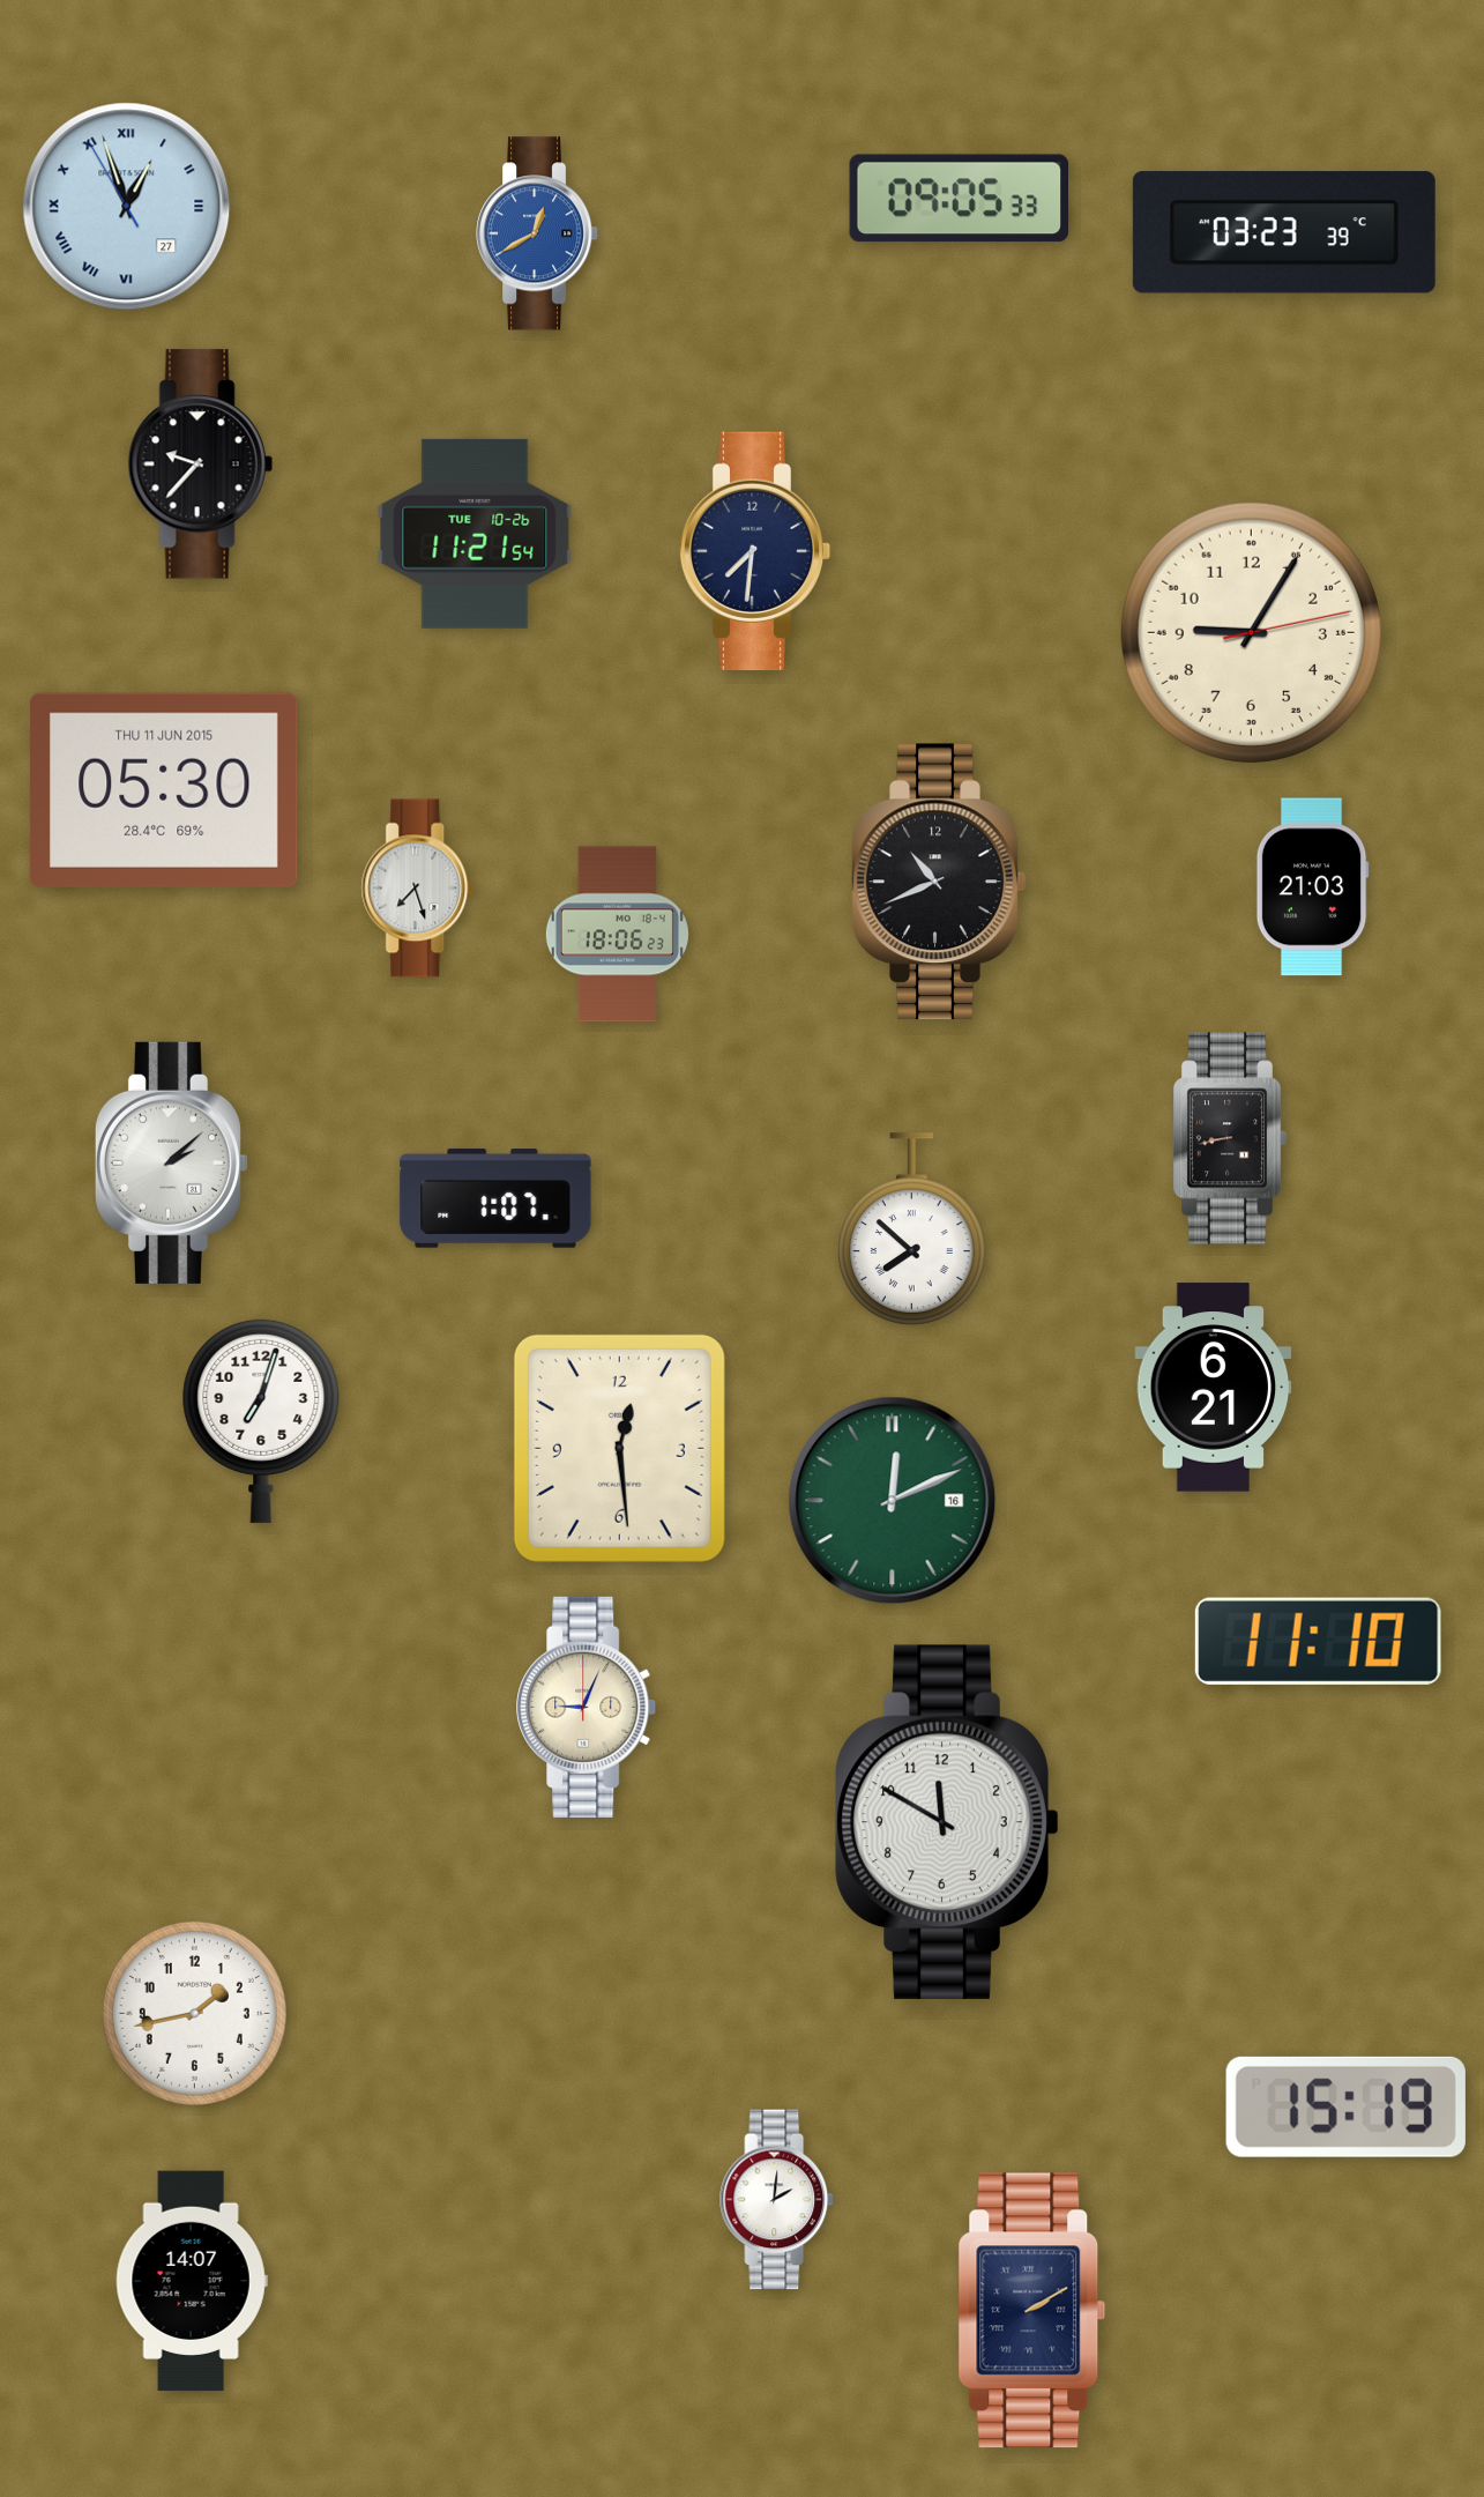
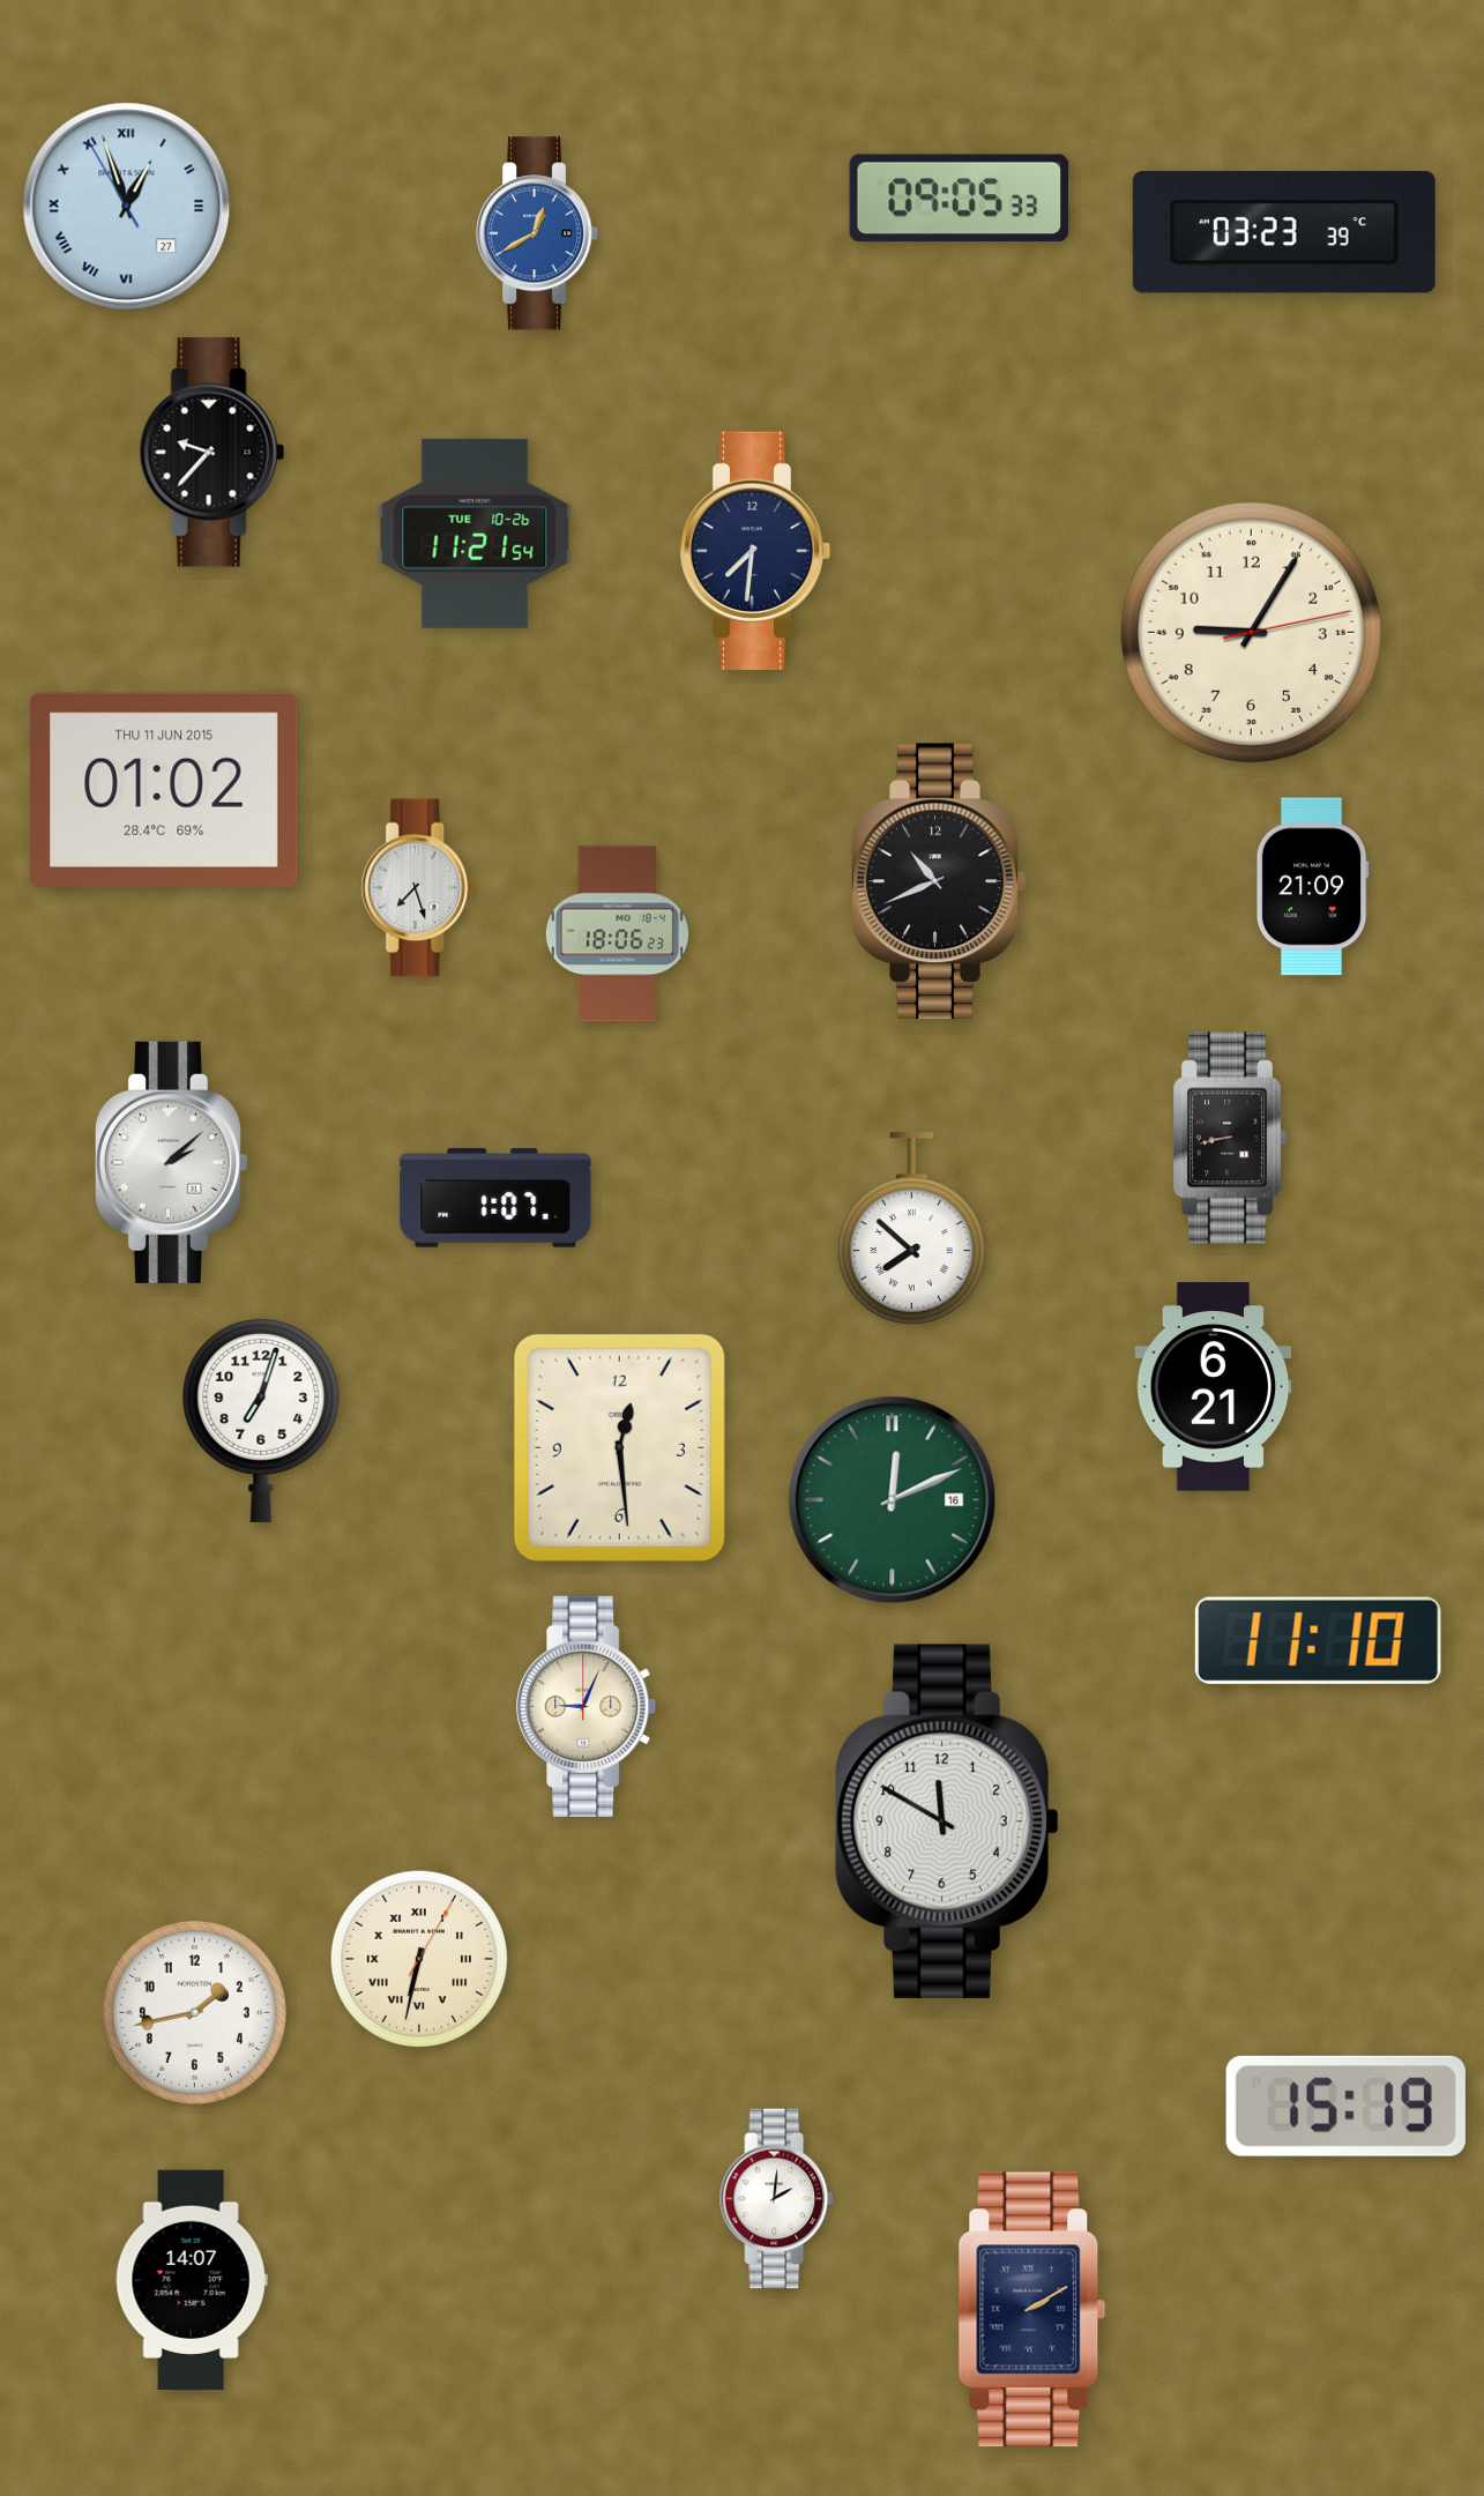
clock at (200, 465) position: (200, 465) -> (211, 453)
clock at (164, 790): 05:30 -> 01:02
clock at (1312, 887): 21:03 -> 21:09
clock at (418, 1958): none -> 6:32
